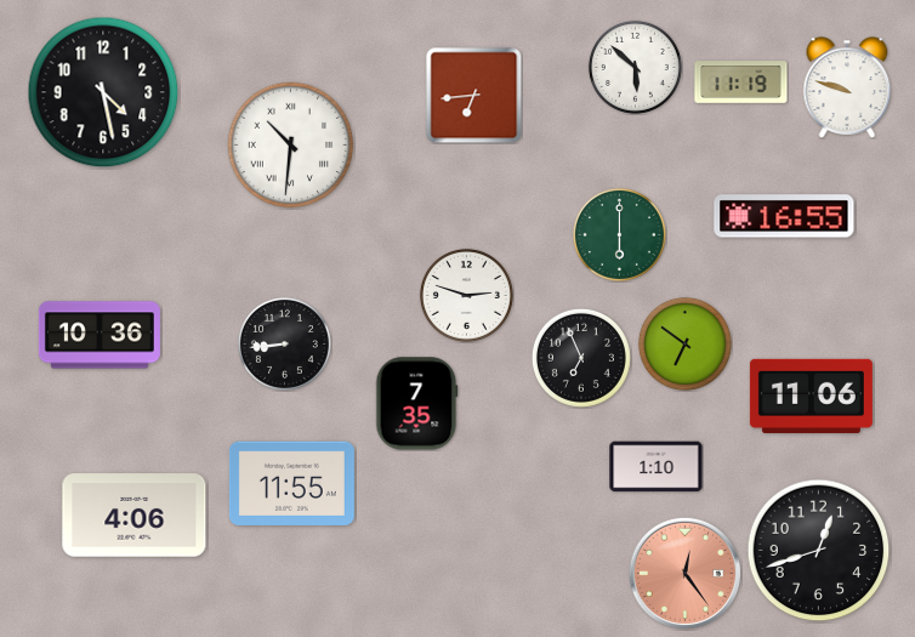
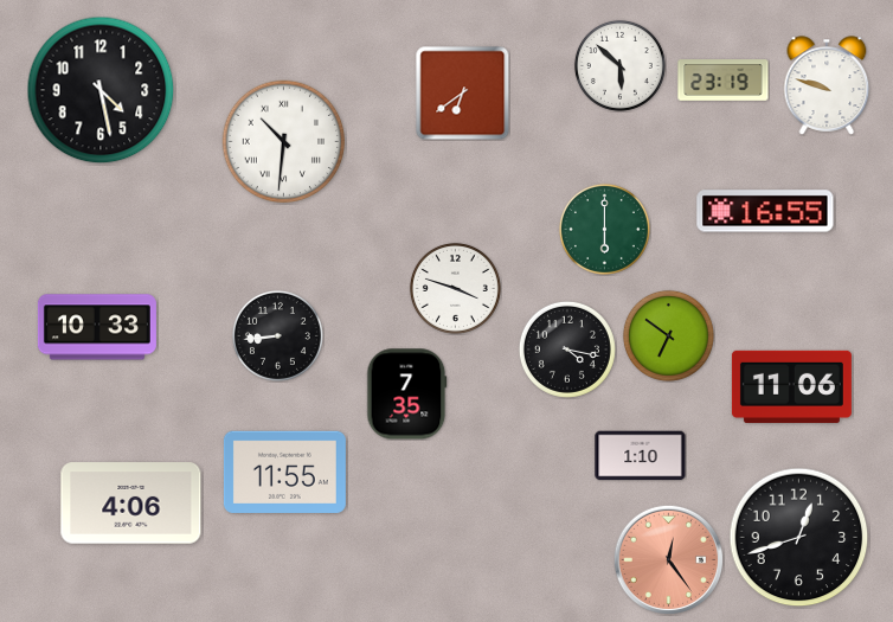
clock at (741, 83): 11:19 -> 23:19
clock at (474, 96): 6:44 -> 6:39
clock at (466, 295): 2:48 -> 3:48
clock at (100, 335): 10:36 -> 10:33
clock at (581, 358): 6:56 -> 4:17
